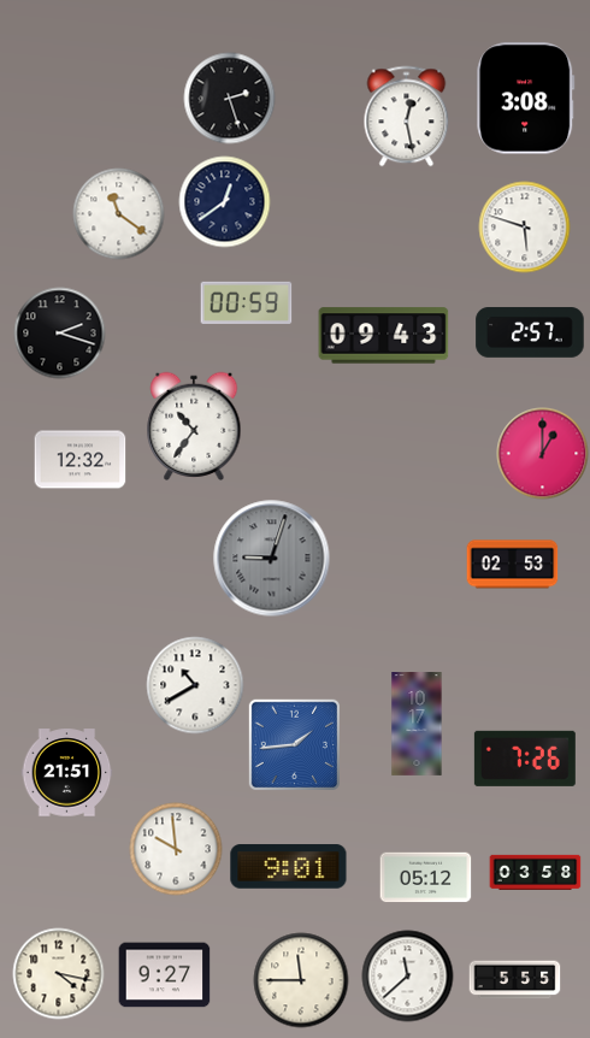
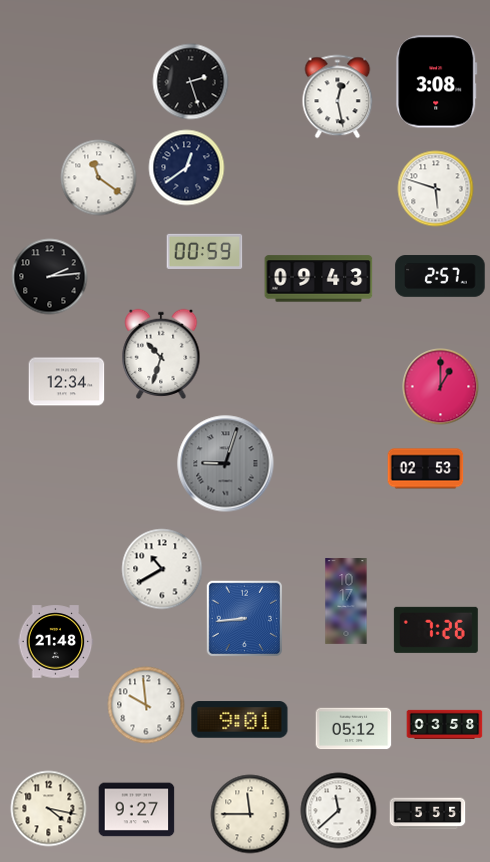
clock at (60, 334): 2:18 -> 2:14
clock at (194, 426): 10:36 -> 10:33
clock at (543, 454) position: (543, 454) -> (441, 387)
clock at (81, 460): 12:32 -> 12:34
clock at (294, 744): 1:44 -> 8:44
clock at (67, 773): 21:51 -> 21:48
